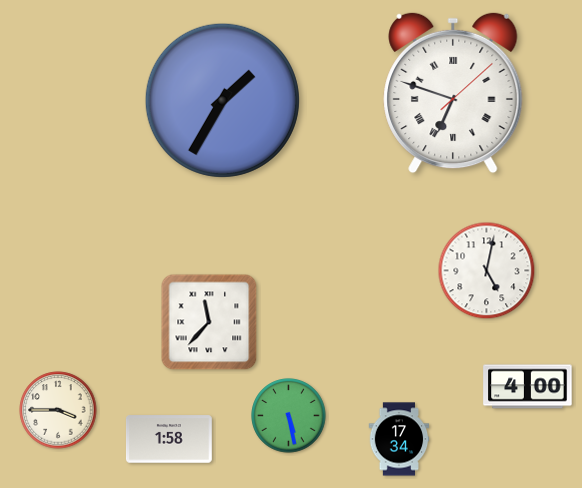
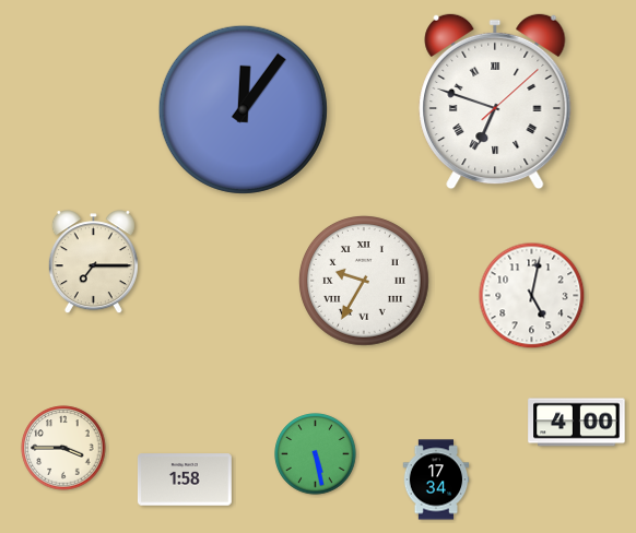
clock at (222, 100): 1:35 -> 12:06
clock at (93, 262): none -> 7:15
clock at (365, 282): none -> 9:35
clock at (209, 322): 11:37 -> none
